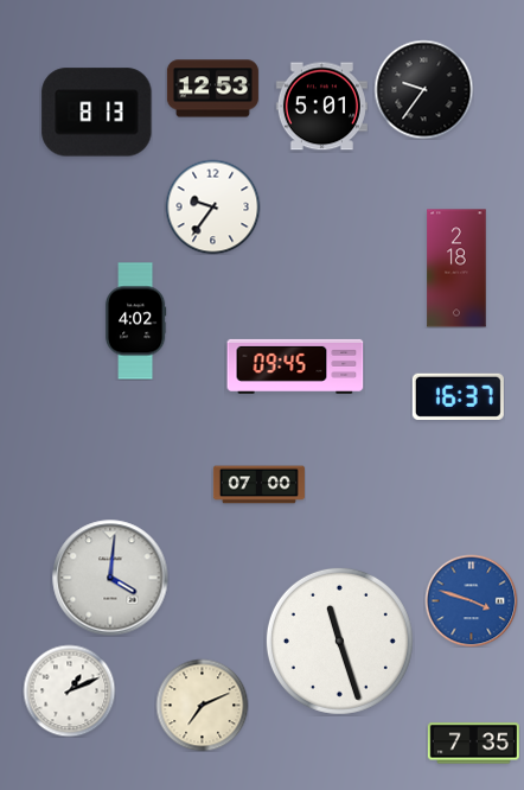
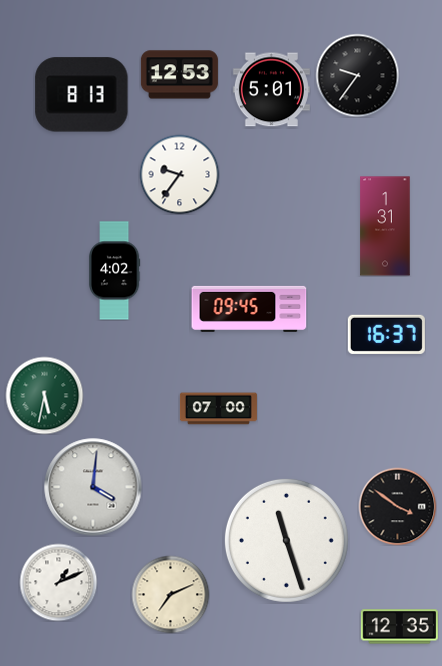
clock at (456, 268): 2:18 -> 1:31
clock at (44, 395): none -> 5:32
clock at (471, 600): 3:48 -> 3:51
clock at (471, 600) dial: blue -> black
clock at (473, 744): 7:35 -> 12:35
